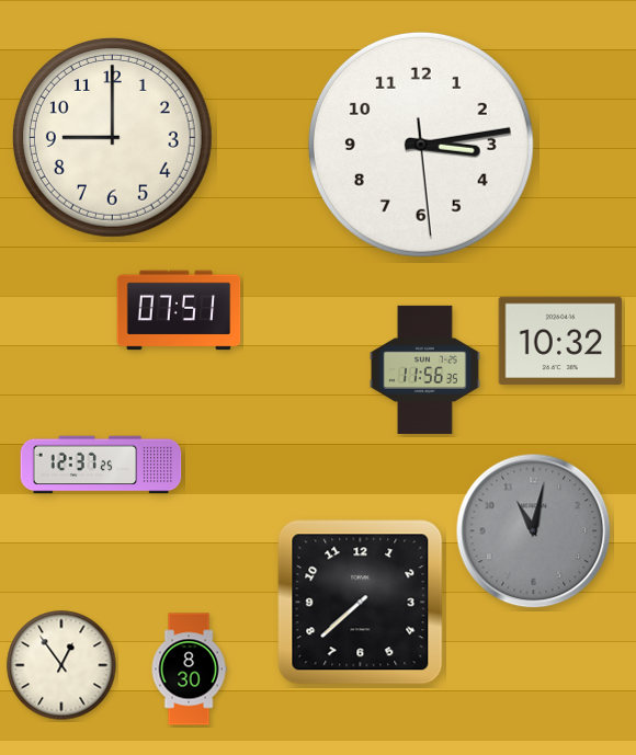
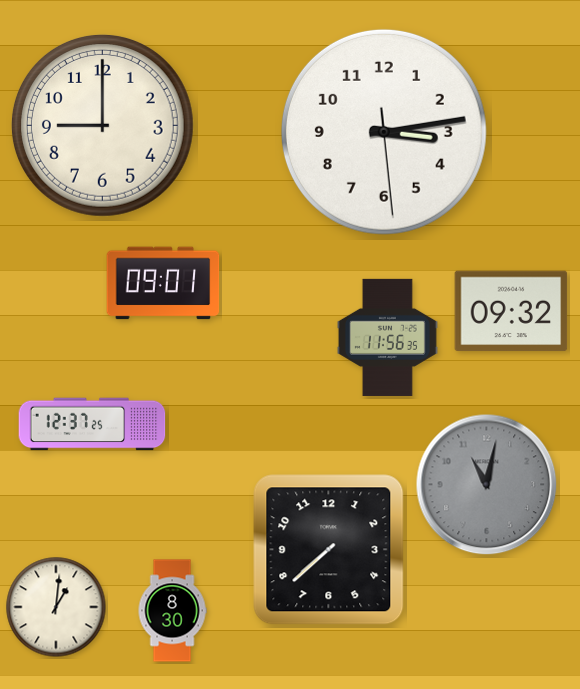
clock at (179, 310): 07:51 -> 09:01
clock at (560, 341): 10:32 -> 09:32
clock at (61, 665): 12:54 -> 1:01
